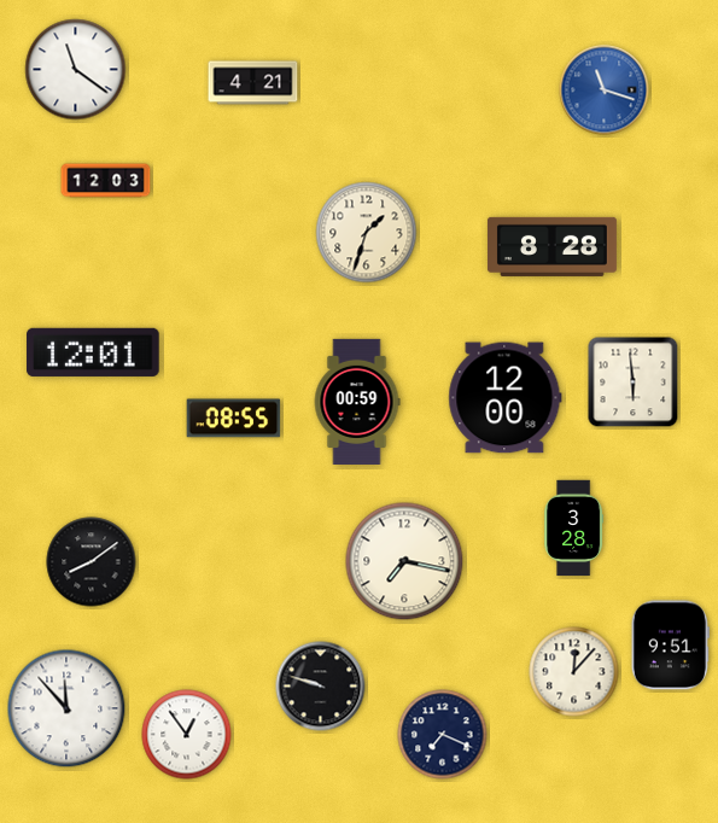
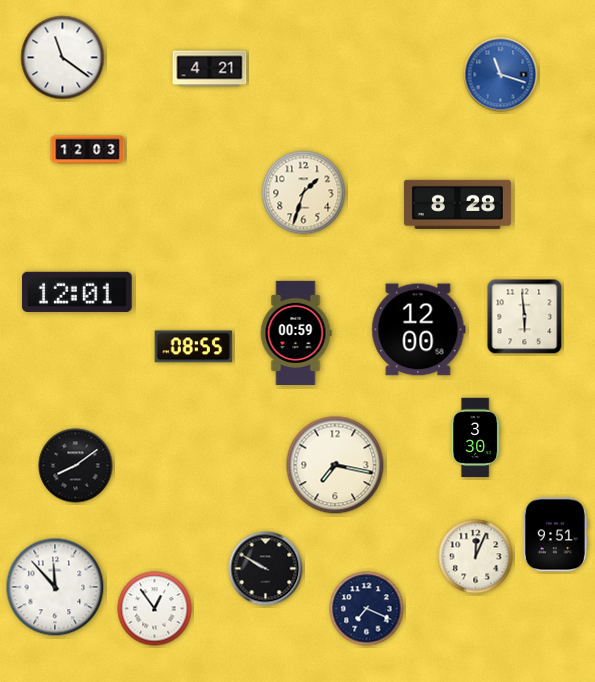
clock at (574, 529): 3:28 -> 3:30
clock at (574, 672): 12:07 -> 12:04
clock at (321, 687): 9:48 -> 9:50
